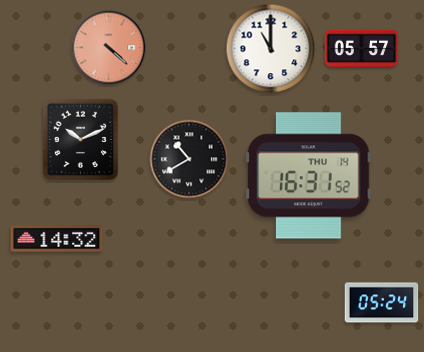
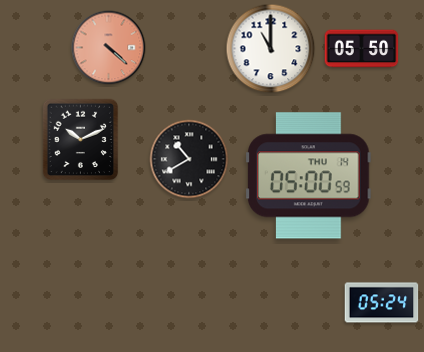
clock at (362, 49): 05:57 -> 05:50
clock at (309, 176): 16:31 -> 05:00
clock at (57, 239): 14:32 -> none
